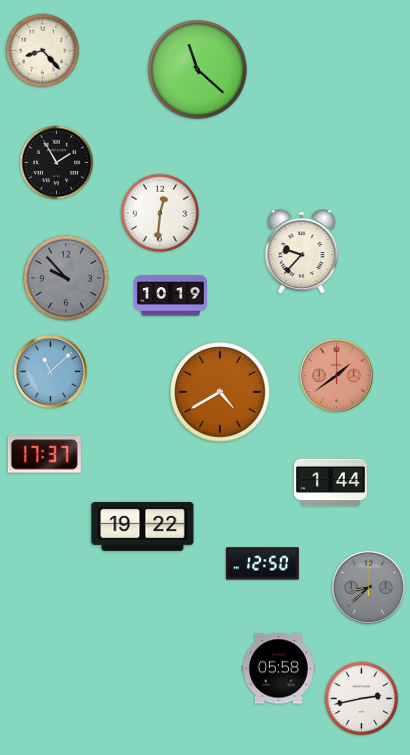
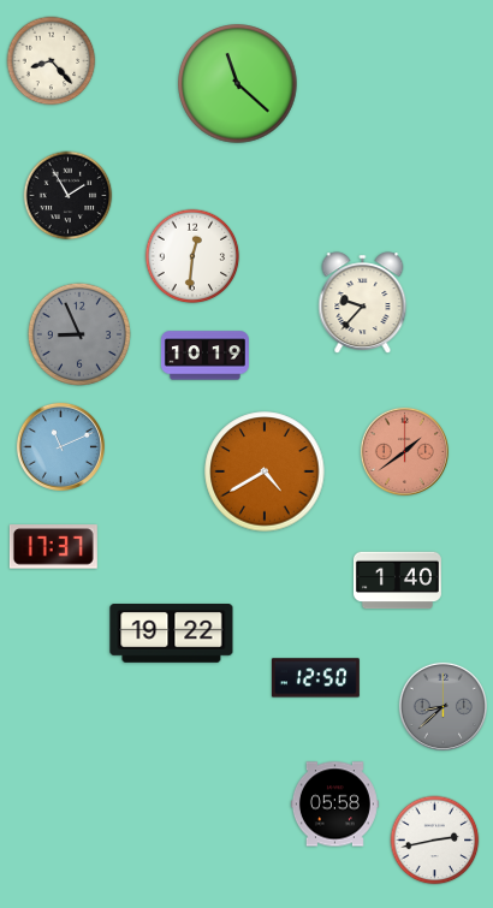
clock at (66, 278): 9:53 -> 8:56
clock at (50, 371): 11:08 -> 11:11
clock at (330, 483): 1:44 -> 1:40
